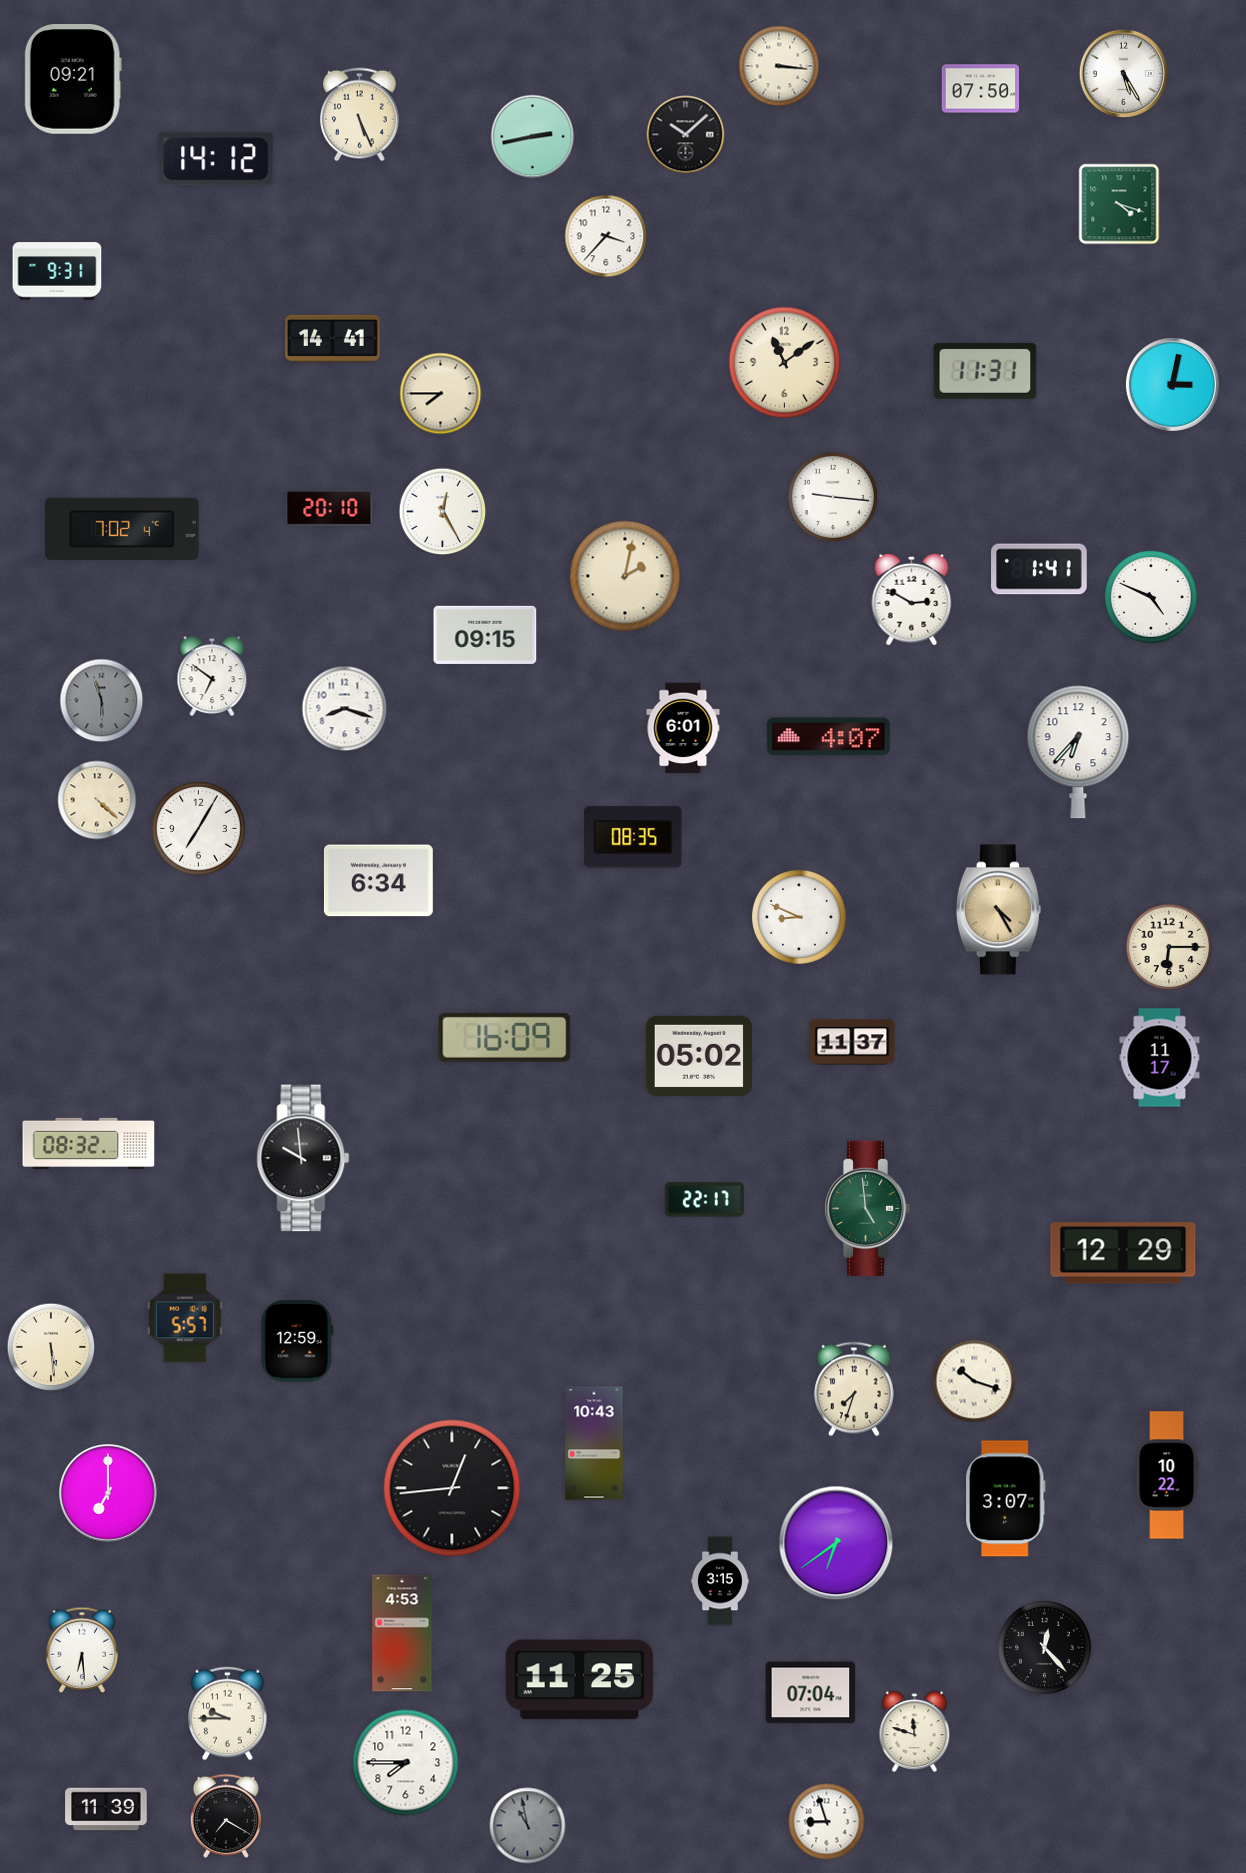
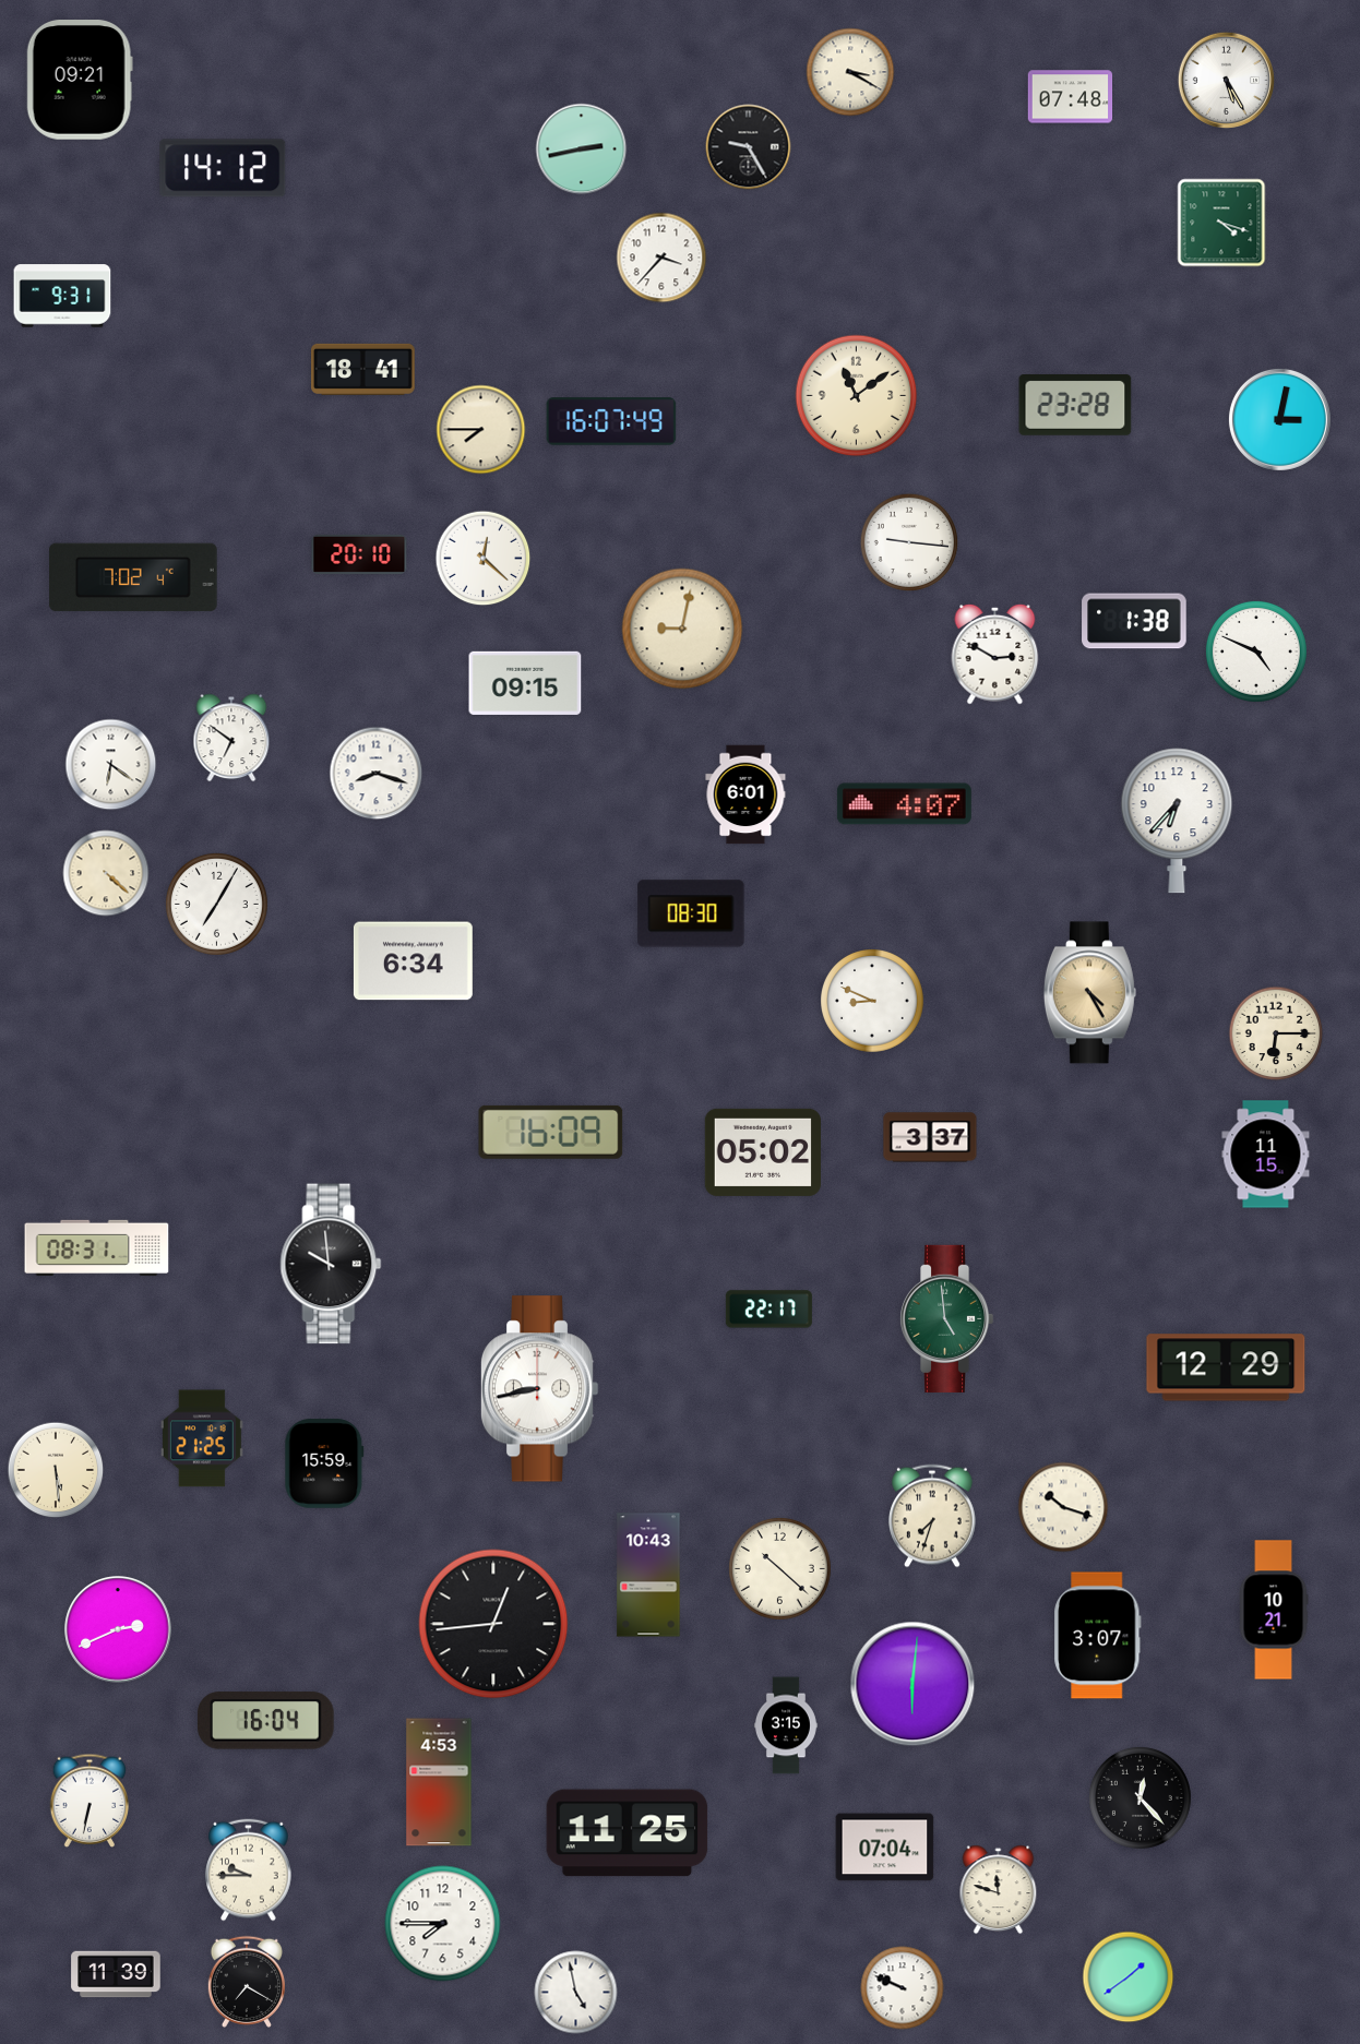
clock at (779, 66): 3:16 -> 3:20
clock at (73, 80) position: (73, 80) -> (80, 81)
clock at (981, 89): 07:50 -> 07:48
clock at (360, 115): 5:26 -> none
clock at (686, 135): 10:08 -> 9:25
clock at (216, 159) position: (216, 159) -> (223, 168)
clock at (333, 338): 14:41 -> 18:41
clock at (985, 372): 11:31 -> 23:28
clock at (611, 421): none -> 16:07
clock at (443, 512): 12:25 -> 12:22
clock at (1039, 569): 1:41 -> 1:38
clock at (625, 576): 2:02 -> 9:02
clock at (485, 635) position: (485, 635) -> (525, 683)
clock at (102, 701): 5:57 -> 6:21
clock at (102, 701) dial: grey -> white
clock at (633, 837): 08:35 -> 08:30
clock at (852, 1042): 11:37 -> 3:37
clock at (1160, 1058): 11:17 -> 11:15
clock at (89, 1143): 08:32 -> 08:31
clock at (539, 1389): none -> 8:43
clock at (185, 1318): 5:57 -> 21:25
clock at (297, 1341): 12:59 -> 15:59
clock at (779, 1568): none -> 10:22
clock at (1167, 1475): 10:22 -> 10:21
clock at (108, 1493): 7:00 -> 2:41
clock at (836, 1543): 6:39 -> 6:01
clock at (266, 1721): none -> 16:04
clock at (82, 1650): 6:29 -> 6:32
clock at (580, 1680) position: (580, 1680) -> (628, 1833)
clock at (1129, 1977): none -> 1:39
clock at (827, 1822): 8:57 -> 9:49
clock at (528, 1826): 10:58 -> 4:58
clock at (528, 1826) dial: grey -> white
